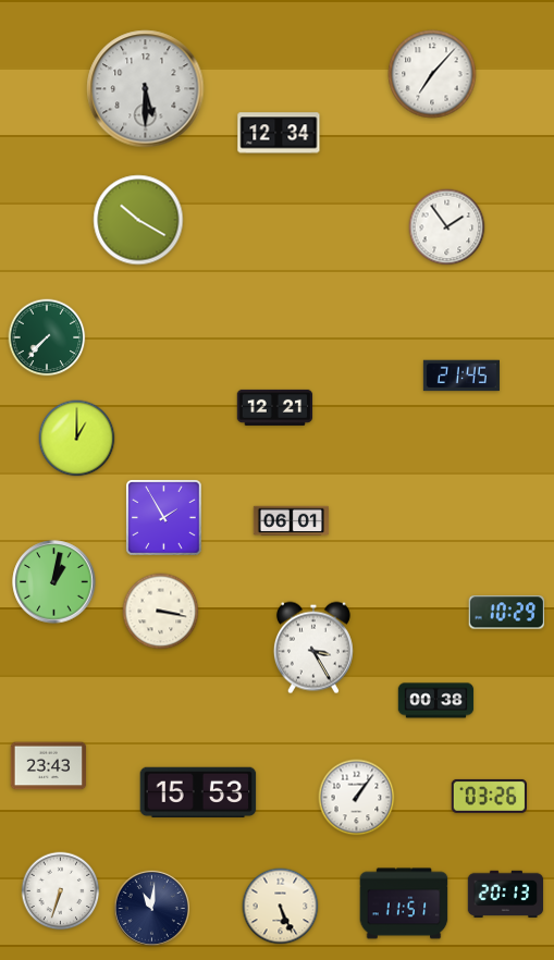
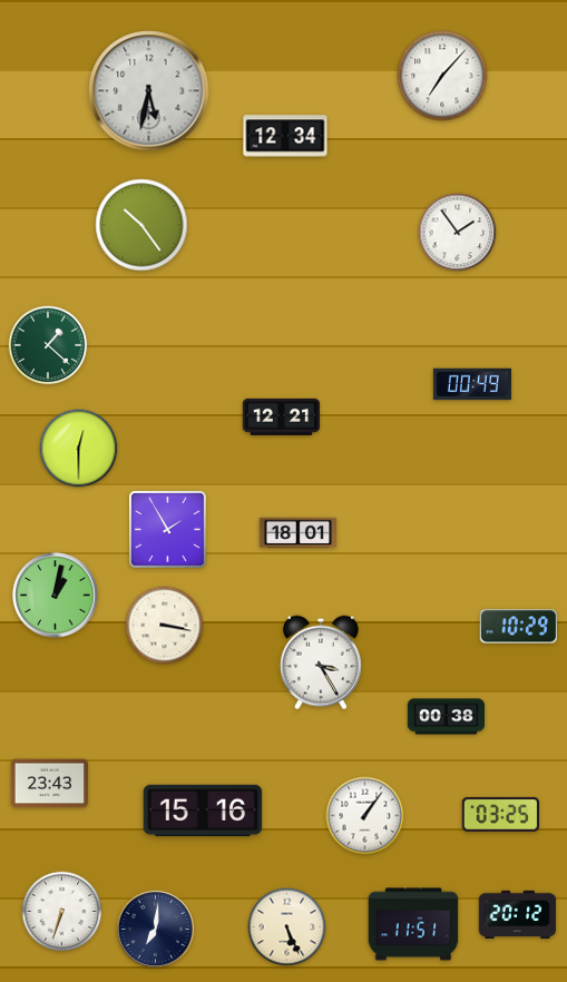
clock at (146, 89): 5:30 -> 5:32
clock at (138, 220): 10:20 -> 10:24
clock at (47, 337): 7:37 -> 1:22
clock at (461, 376): 21:45 -> 00:49
clock at (77, 439): 1:00 -> 12:30
clock at (292, 521): 06:01 -> 18:01
clock at (198, 792): 15:53 -> 15:16
clock at (489, 796): 03:26 -> 03:25
clock at (506, 895): 20:13 -> 20:12
clock at (151, 908): 11:01 -> 7:01
